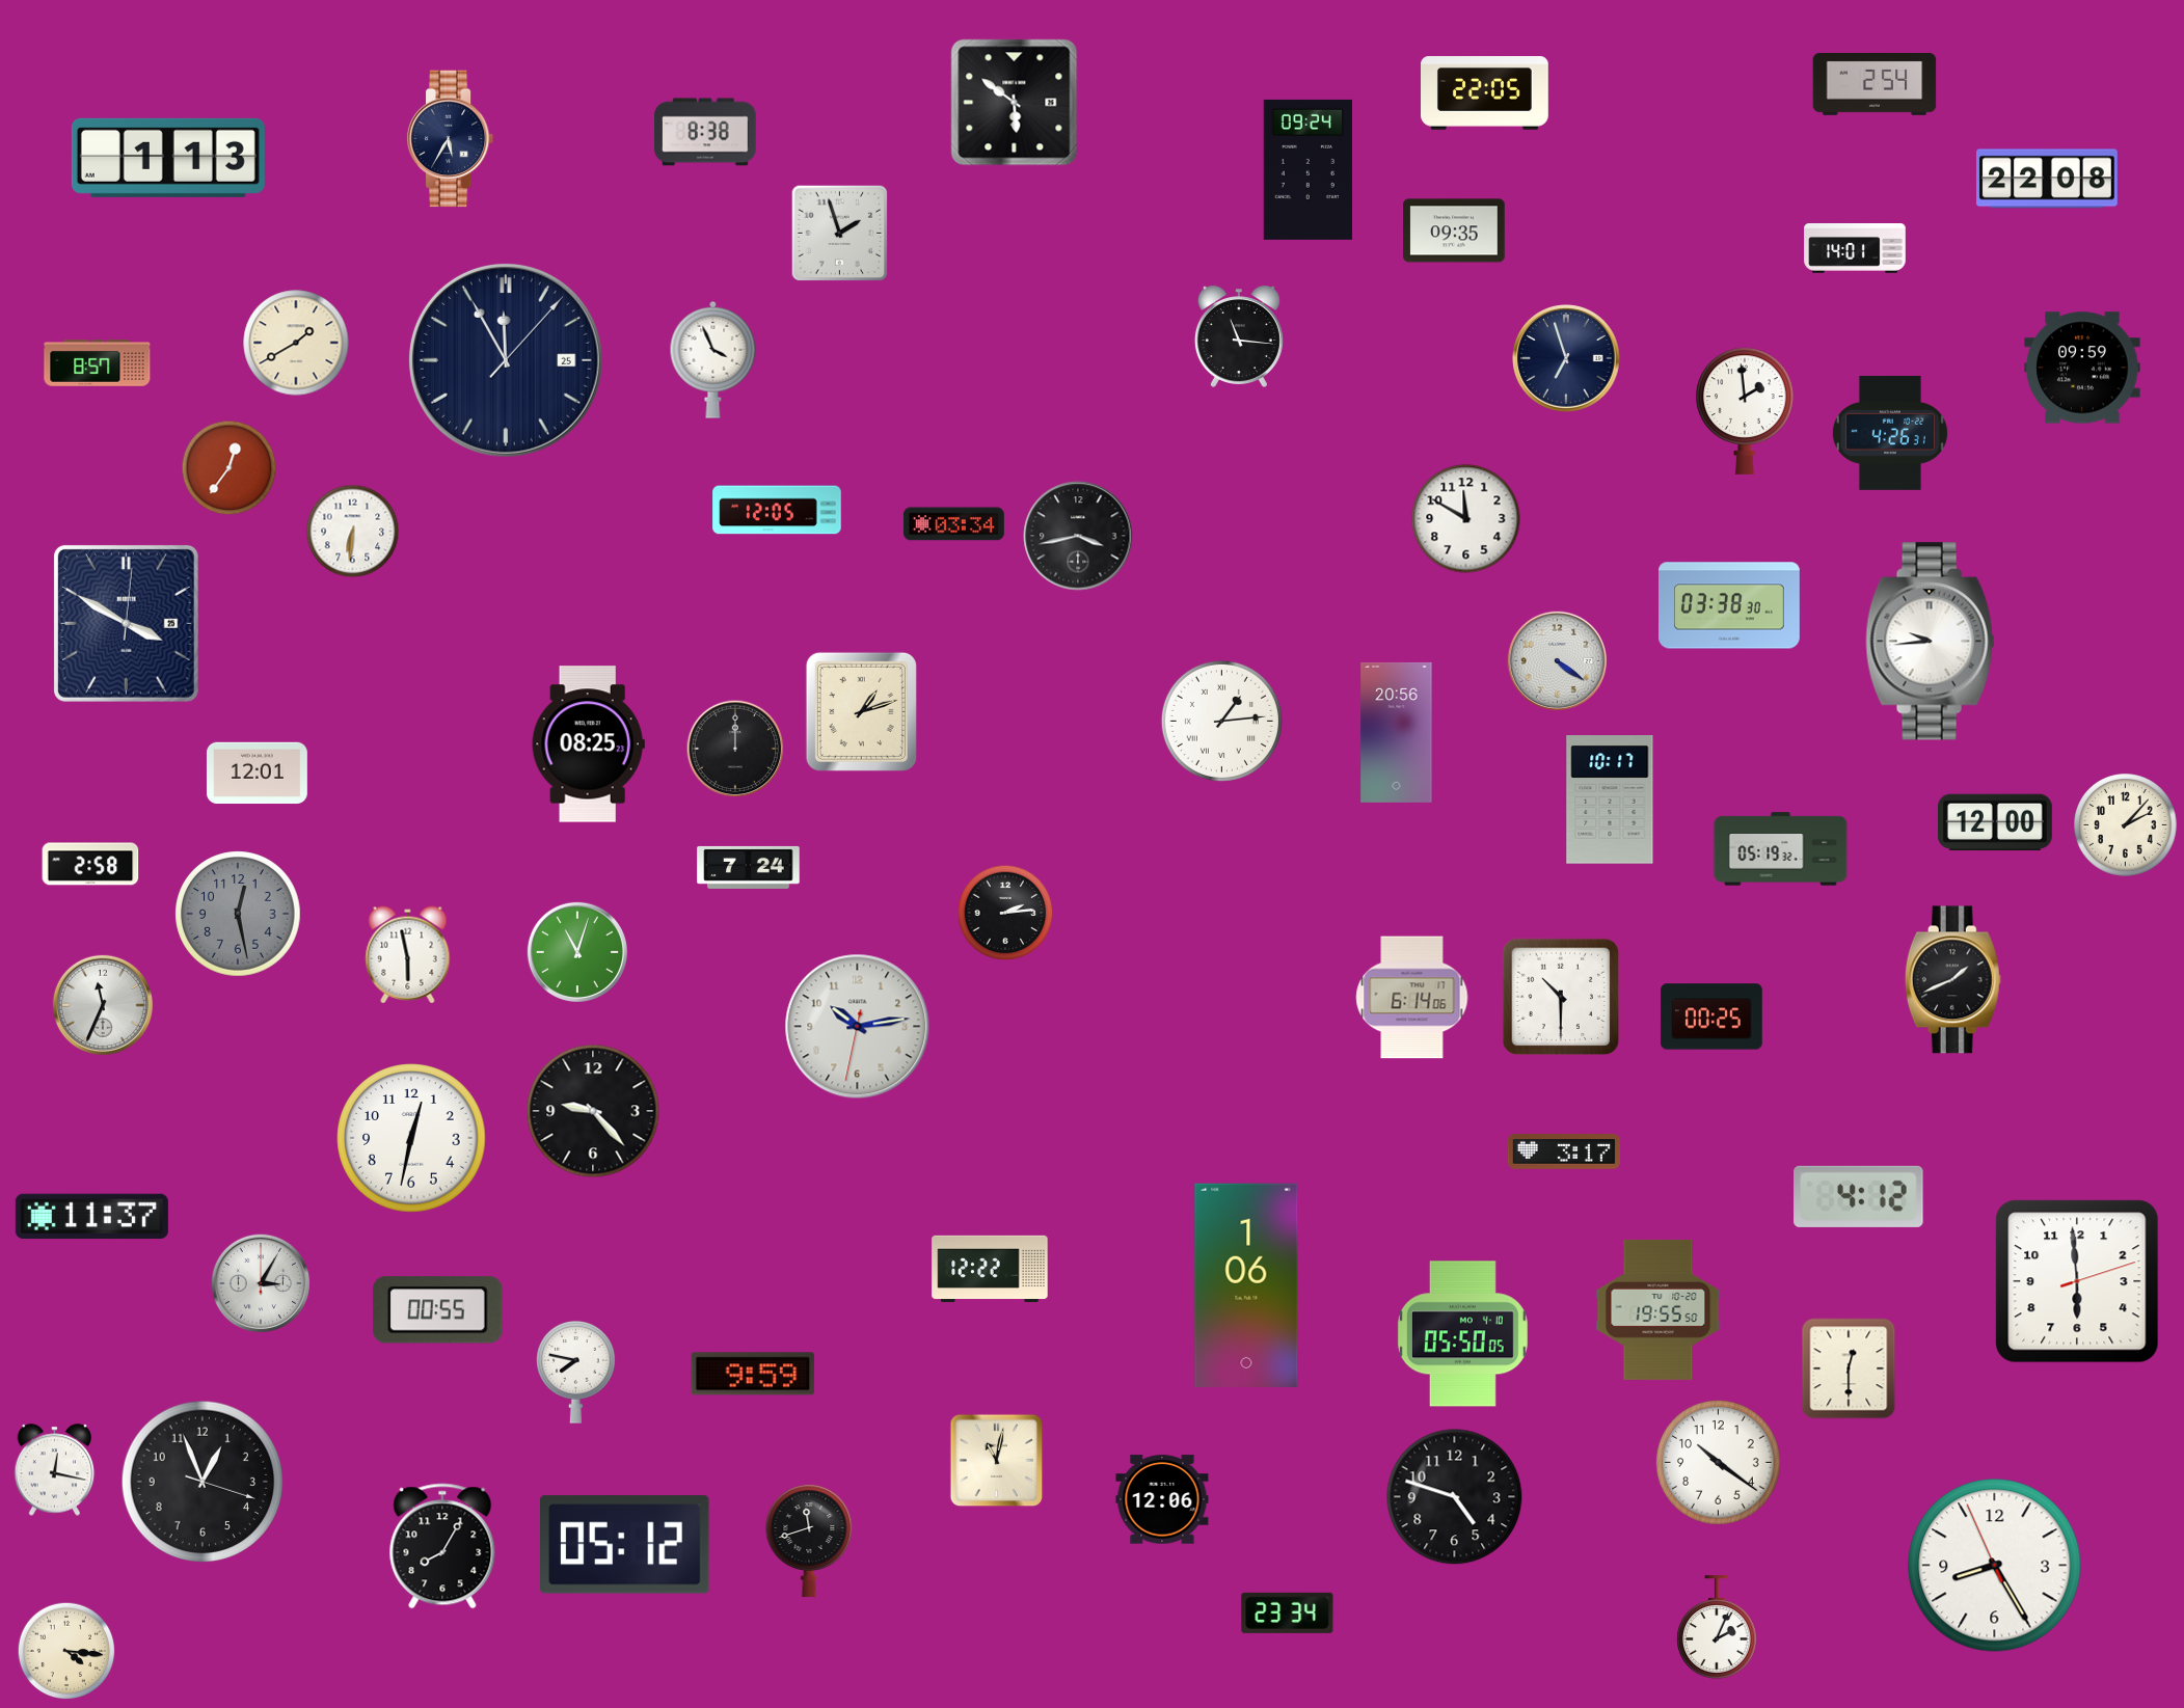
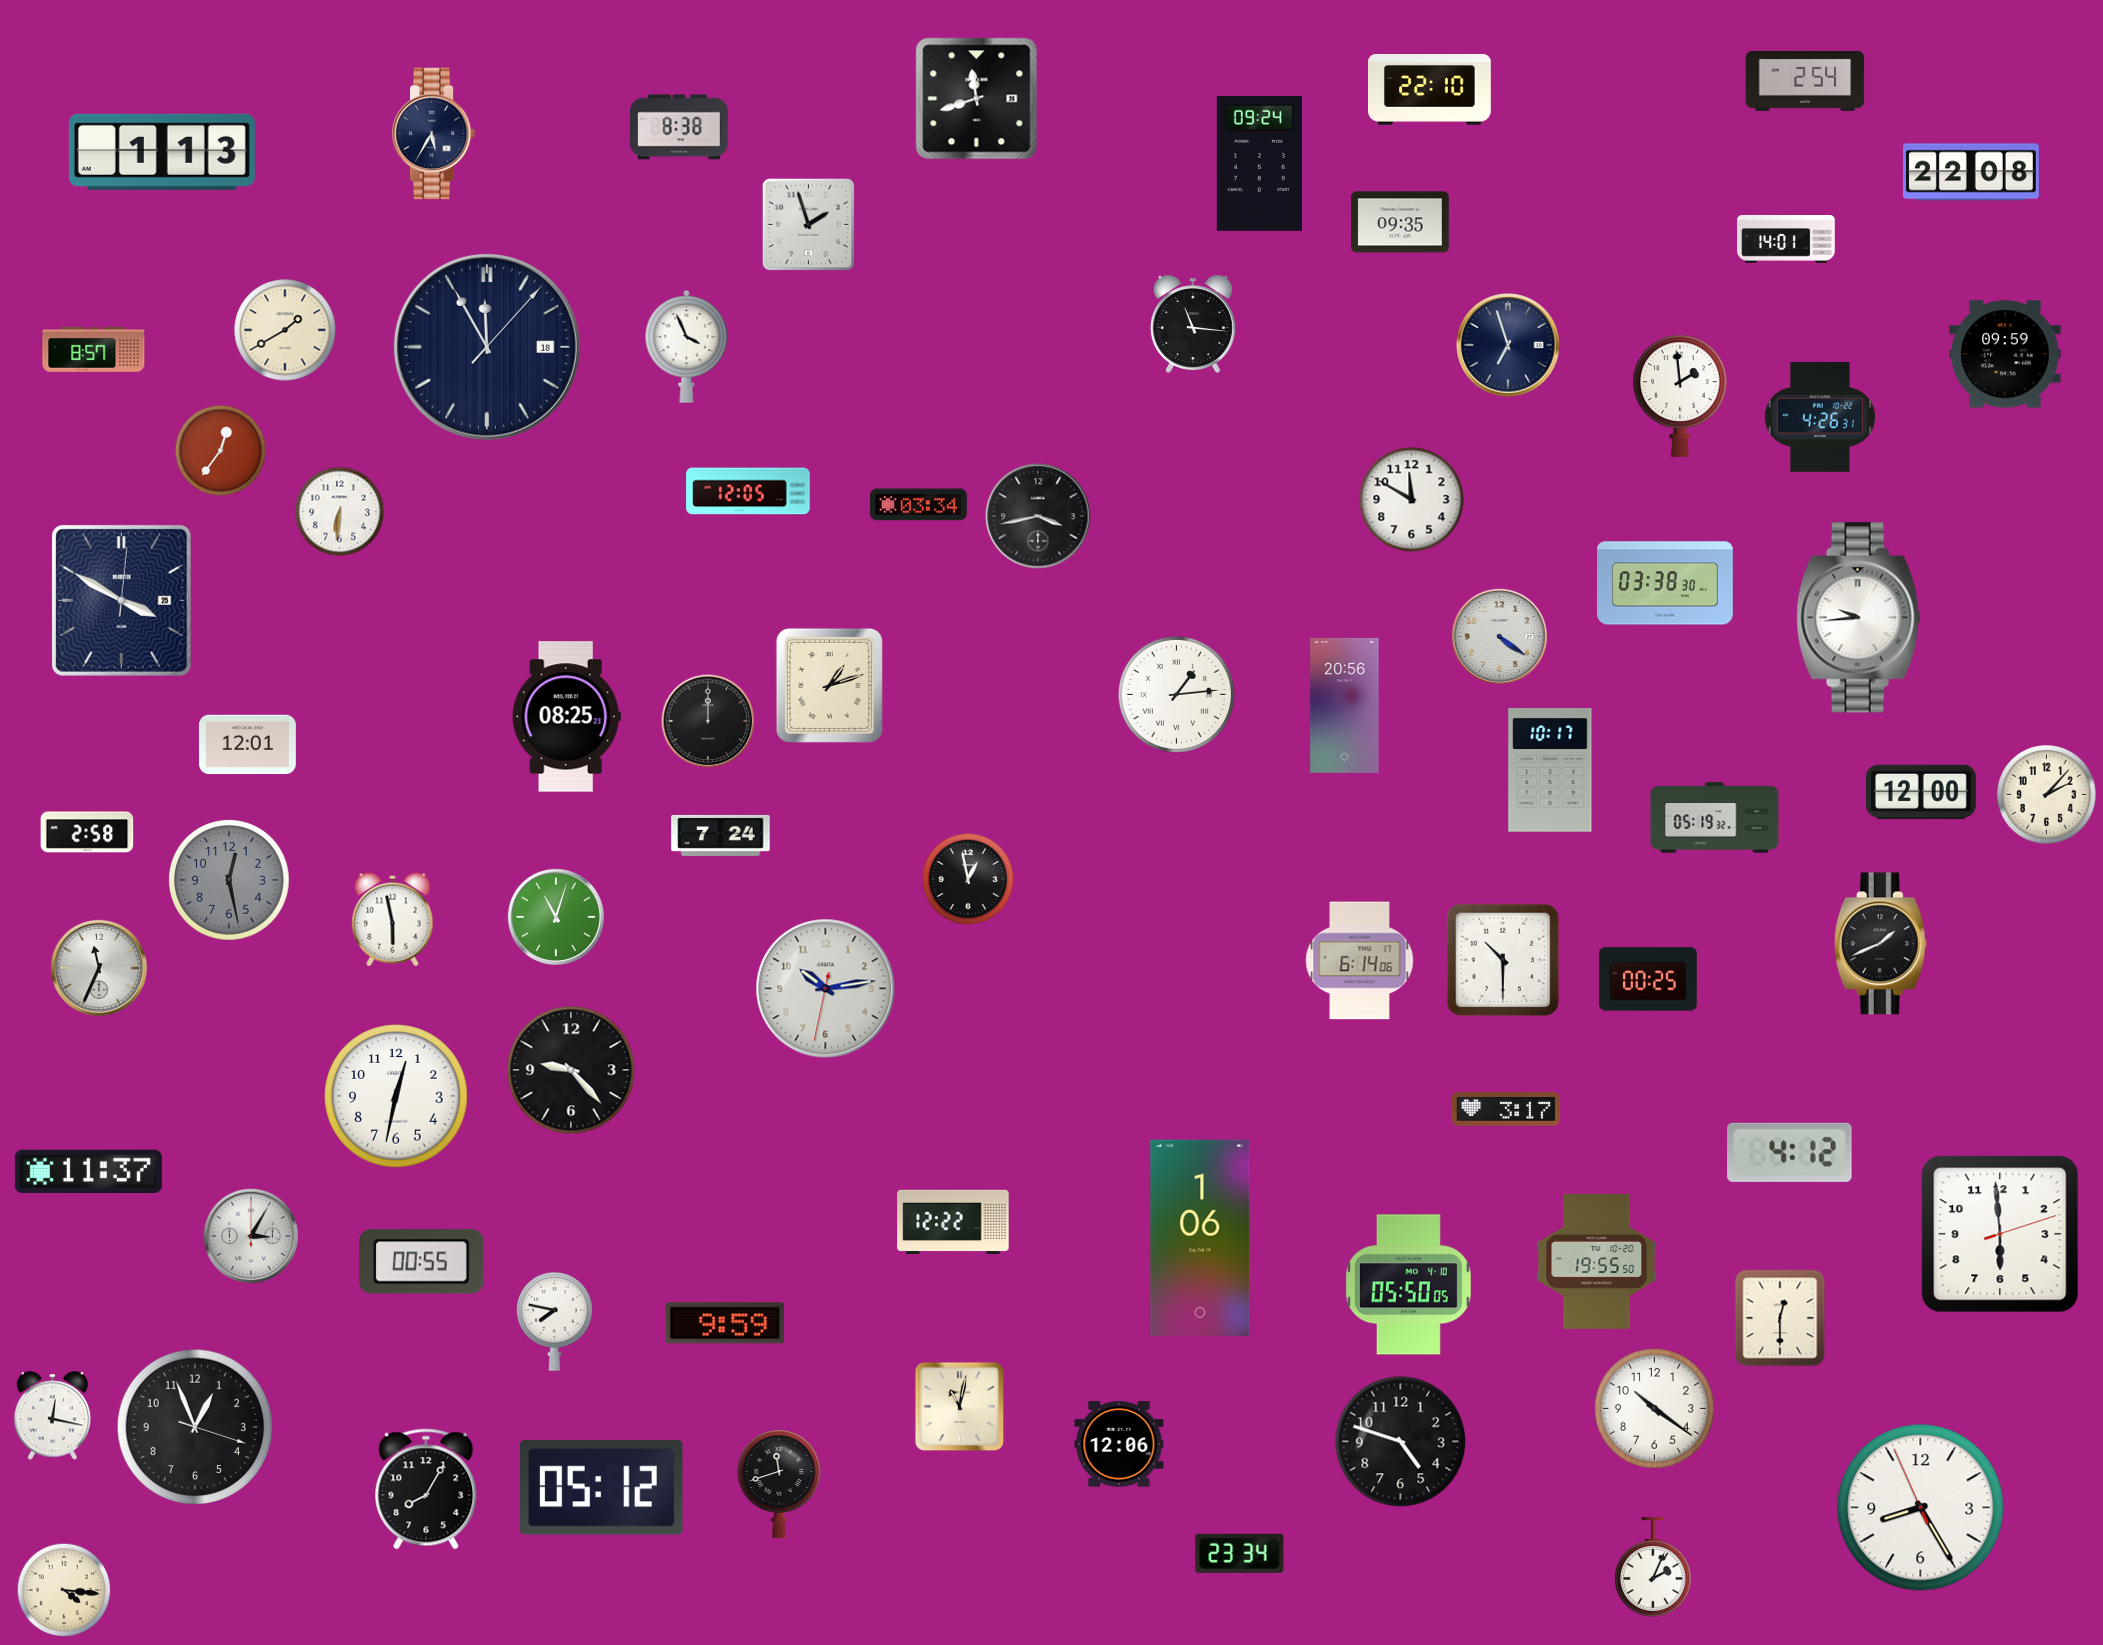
clock at (1485, 93): 22:05 -> 22:10
clock at (1015, 103): 5:51 -> 11:42
clock at (506, 360) date: 25 -> 18
clock at (1005, 913): 2:14 -> 12:58
